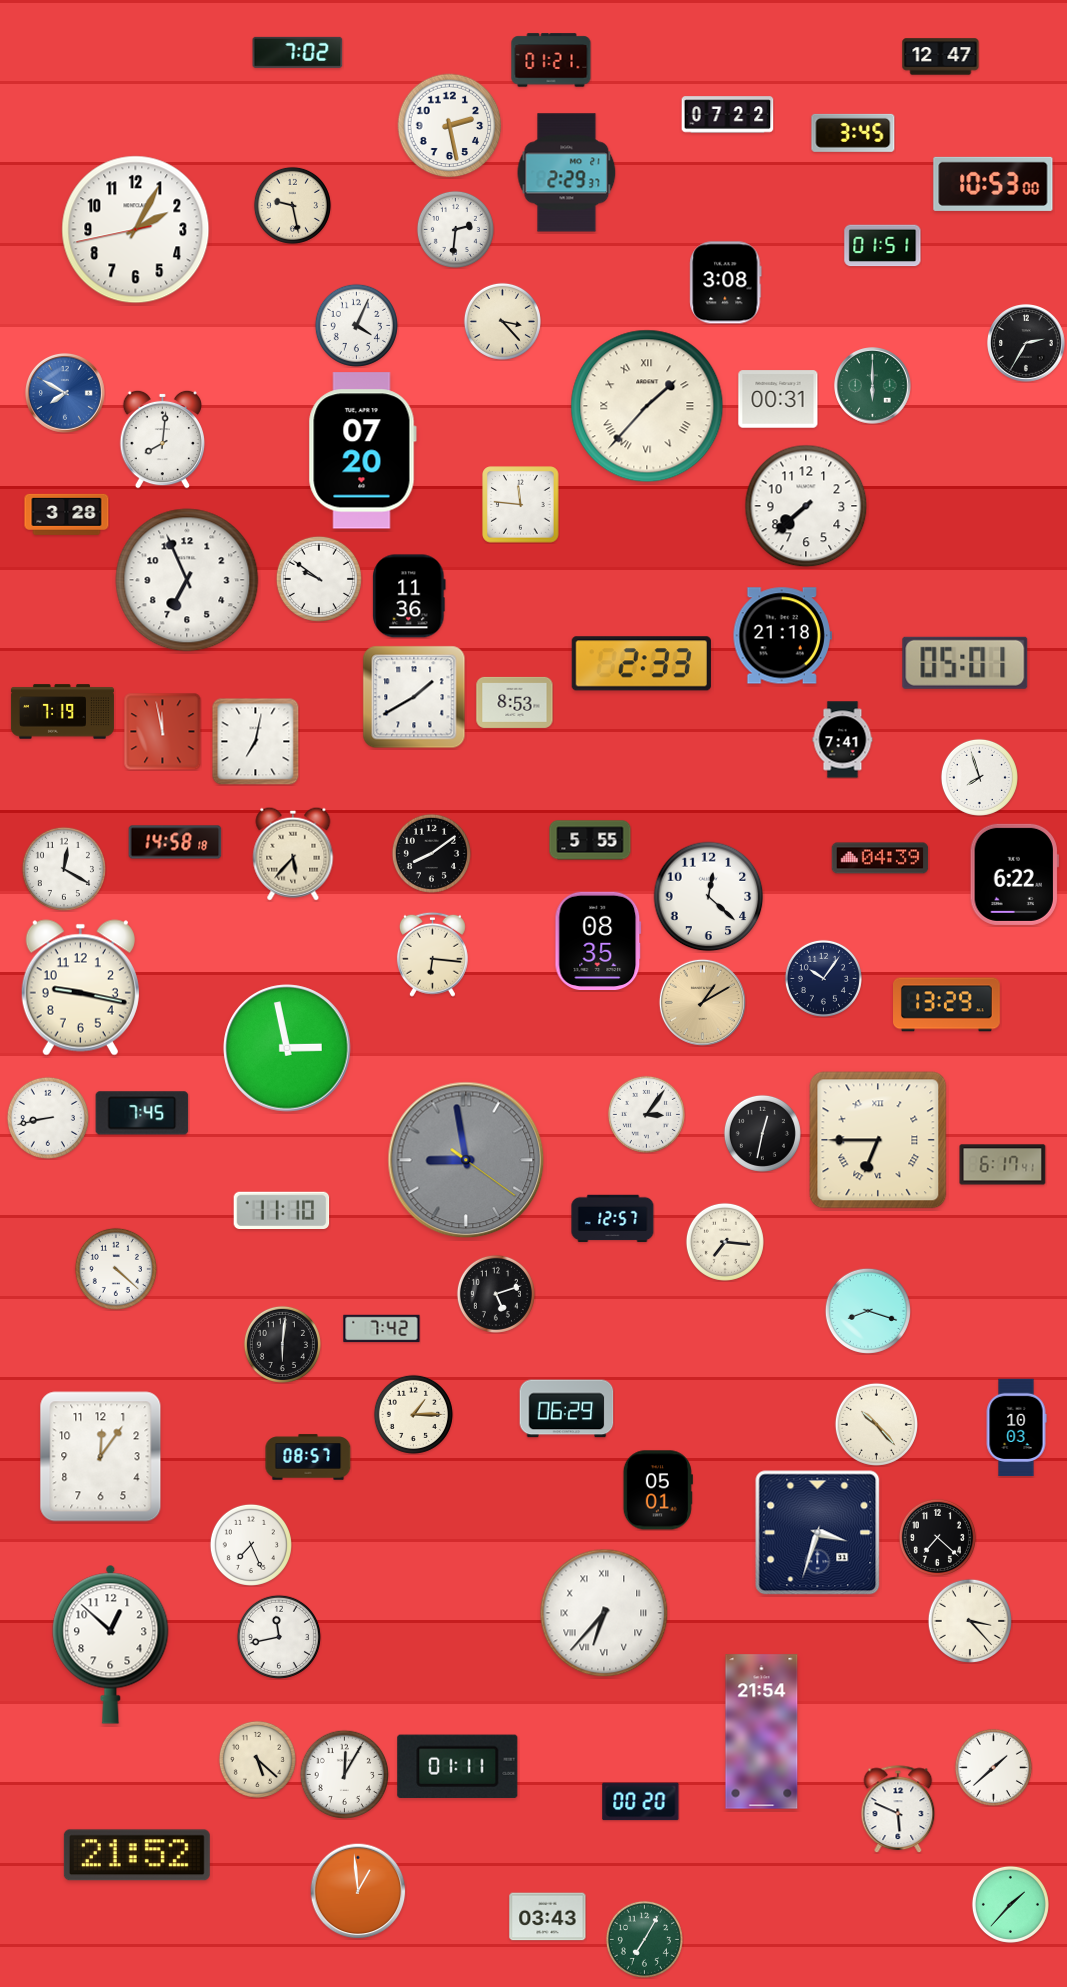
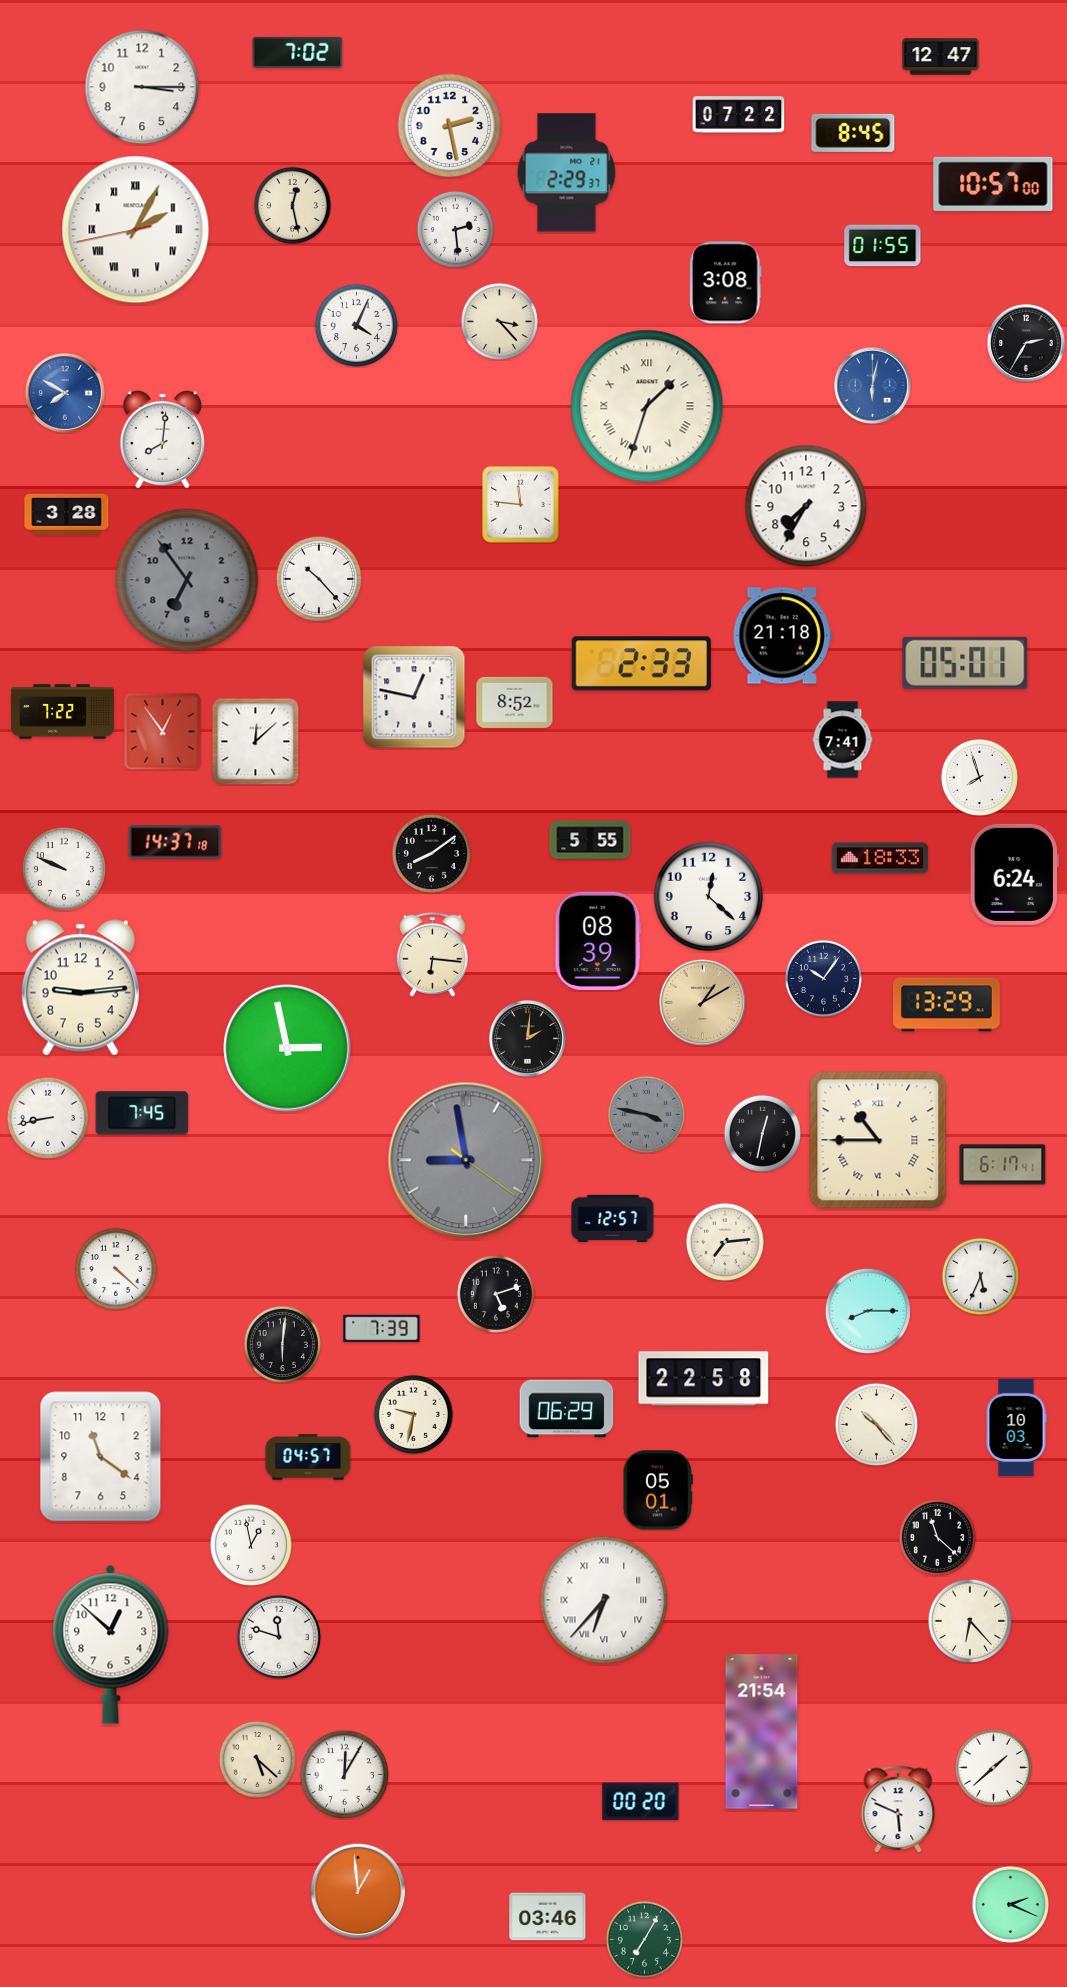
clock at (551, 60): 01:21 -> none
clock at (142, 87): none -> 3:15
clock at (728, 115) position: (728, 115) -> (739, 115)
clock at (853, 133): 3:45 -> 8:45
clock at (993, 184): 10:53 -> 10:57
clock at (292, 205): 9:28 -> 12:28
clock at (455, 229): 2:31 -> 2:29
clock at (136, 230) numerals: Arabic -> Roman
clock at (883, 246): 01:51 -> 01:55
clock at (502, 321) position: (502, 321) -> (499, 321)
clock at (873, 386): 6:00 -> 6:02
clock at (873, 386) dial: green -> blue
clock at (778, 399): 00:31 -> none
clock at (647, 406): 1:37 -> 1:33
clock at (362, 451): 07:20 -> none
clock at (806, 506): 7:38 -> 7:35
clock at (318, 578): 9:51 -> 10:23
clock at (187, 580): 6:56 -> 6:54
clock at (187, 580) dial: white -> grey
clock at (409, 596): 11:36 -> none
clock at (414, 697): 1:40 -> 12:47
clock at (515, 702): 8:53 -> 8:52
clock at (62, 712): 7:19 -> 7:22
clock at (162, 731): 11:58 -> 12:54
clock at (256, 742): 7:02 -> 12:08
clock at (175, 842): 14:58 -> 14:37
clock at (293, 854): 5:37 -> none
clock at (880, 858): 04:39 -> 18:33
clock at (64, 869): 12:20 -> 9:49
clock at (1014, 874): 6:22 -> 6:24
clock at (598, 940): 08:35 -> 08:39
clock at (80, 988): 9:17 -> 9:14
clock at (528, 1039): none -> 2:01
clock at (646, 1114): 3:06 -> 3:47
clock at (646, 1114) dial: white -> grey
clock at (878, 1140): 6:45 -> 10:45
clock at (282, 1211): 11:10 -> none
clock at (725, 1242): 7:16 -> 7:14
clock at (980, 1276): none -> 5:34
clock at (867, 1310): 8:18 -> 8:15
clock at (382, 1329): 7:42 -> 7:39
clock at (704, 1379): none -> 22:58
clock at (413, 1414): 1:15 -> 9:32
clock at (101, 1457): 12:06 -> 11:21
clock at (308, 1457): 08:57 -> 04:57
clock at (818, 1533): 3:33 -> none
clock at (937, 1537): 7:22 -> 11:22
clock at (251, 1545): 7:26 -> 12:58
clock at (604, 1613) position: (604, 1613) -> (604, 1600)
clock at (970, 1621): 3:23 -> 6:23
clock at (279, 1637): 11:43 -> 11:48
clock at (458, 1766): 01:11 -> none
clock at (137, 1855): 21:52 -> none
clock at (1010, 1904): 1:37 -> 2:19
clock at (548, 1917): 03:43 -> 03:46
